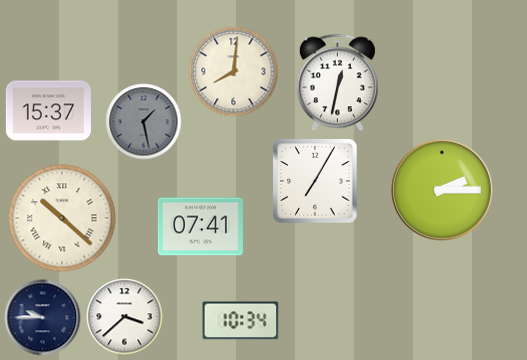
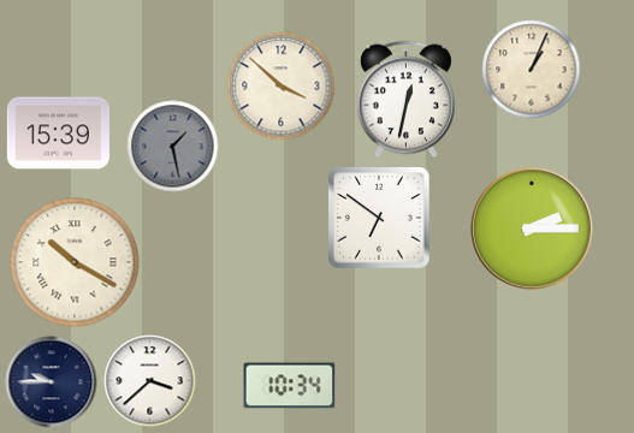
clock at (532, 70): none -> 1:04
clock at (234, 72): 8:01 -> 3:52
clock at (48, 111): 15:37 -> 15:39
clock at (315, 181): 7:05 -> 6:51
clock at (62, 218): 10:22 -> 10:20
clock at (200, 227): 07:41 -> none
